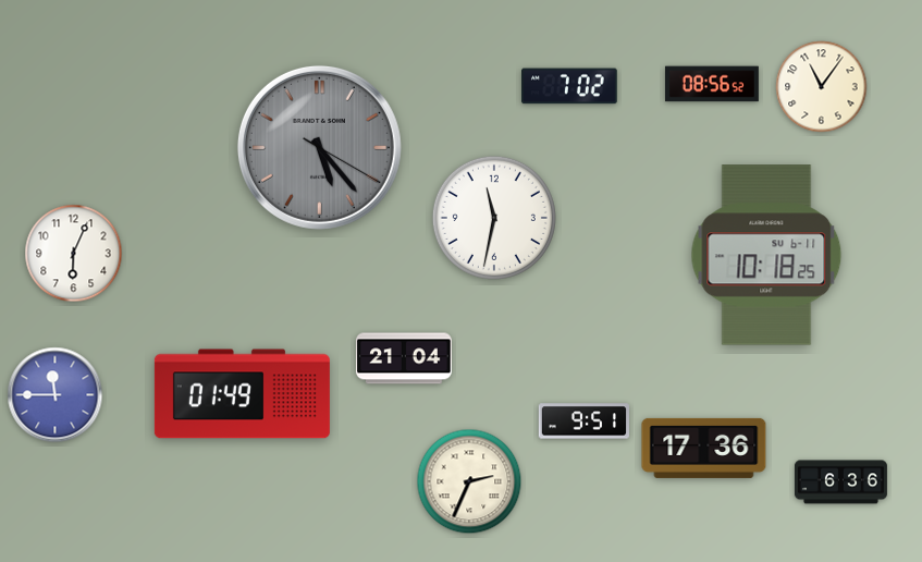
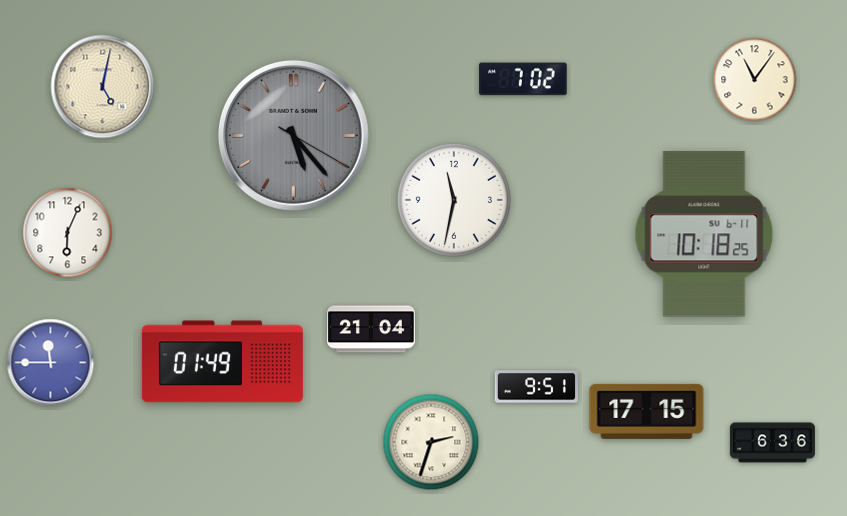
clock at (712, 84): 08:56 -> none
clock at (103, 87): none -> 5:02
clock at (704, 448): 17:36 -> 17:15
clock at (469, 481): 2:34 -> 2:33
